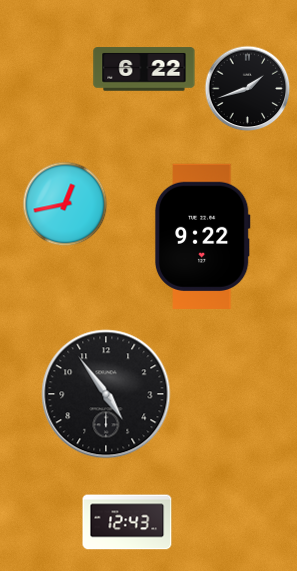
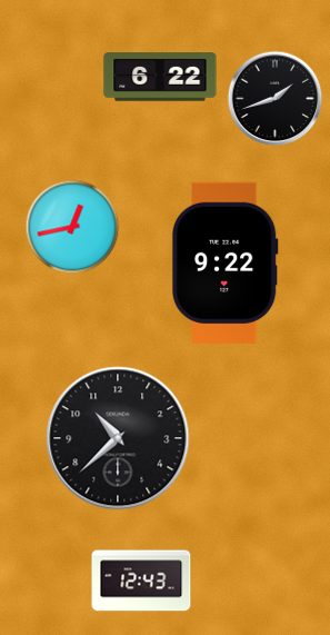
clock at (106, 394): 4:54 -> 10:38
